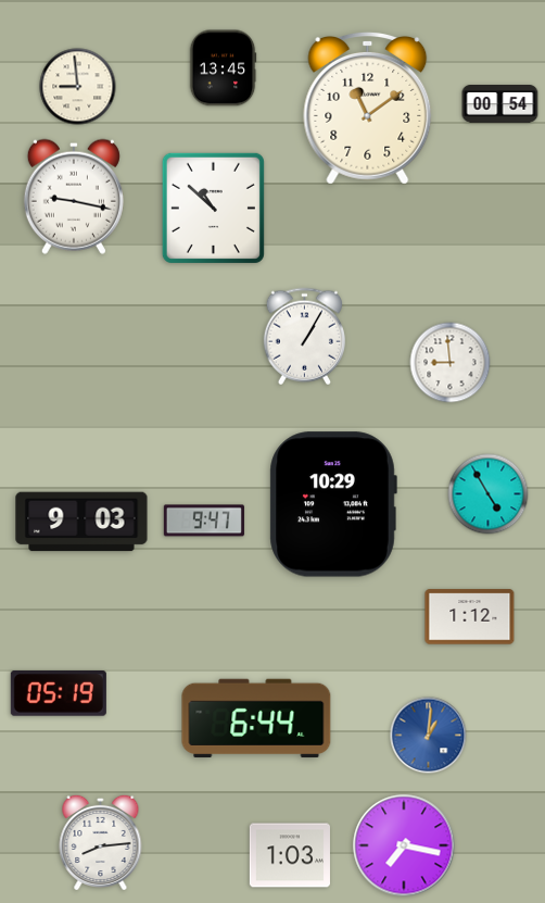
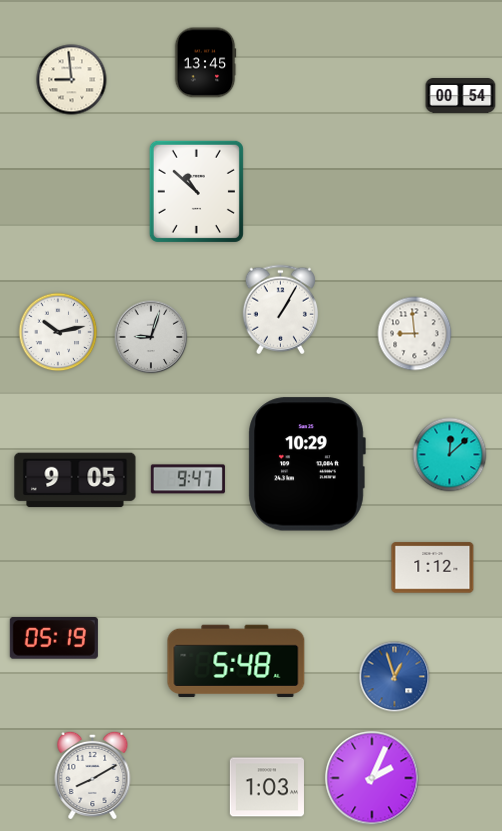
clock at (368, 108): 11:09 -> none
clock at (74, 197): 9:17 -> none
clock at (58, 332): none -> 10:13
clock at (151, 337): none -> 9:03
clock at (489, 494): 4:55 -> 12:08
clock at (81, 522): 9:03 -> 9:05
clock at (256, 718): 6:44 -> 5:48
clock at (429, 736): 1:01 -> 12:57
clock at (101, 841): 8:14 -> 8:10
clock at (404, 845): 7:17 -> 2:04
